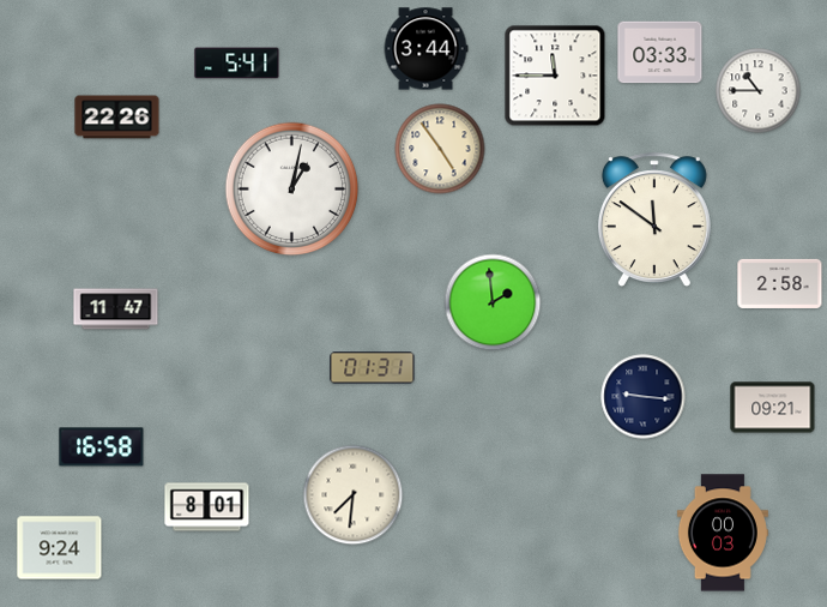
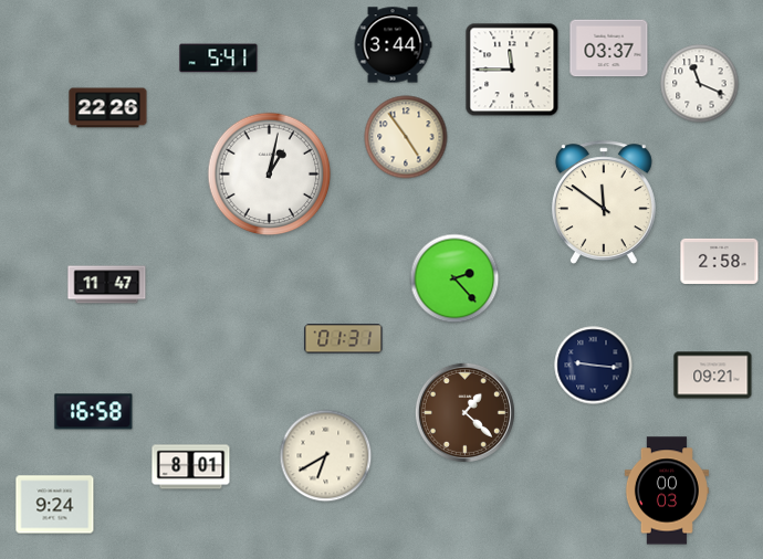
clock at (660, 53): 03:33 -> 03:37
clock at (759, 91): 10:45 -> 11:19
clock at (493, 302): 1:59 -> 2:23
clock at (464, 412): none -> 1:22
clock at (354, 495): 7:31 -> 6:40
